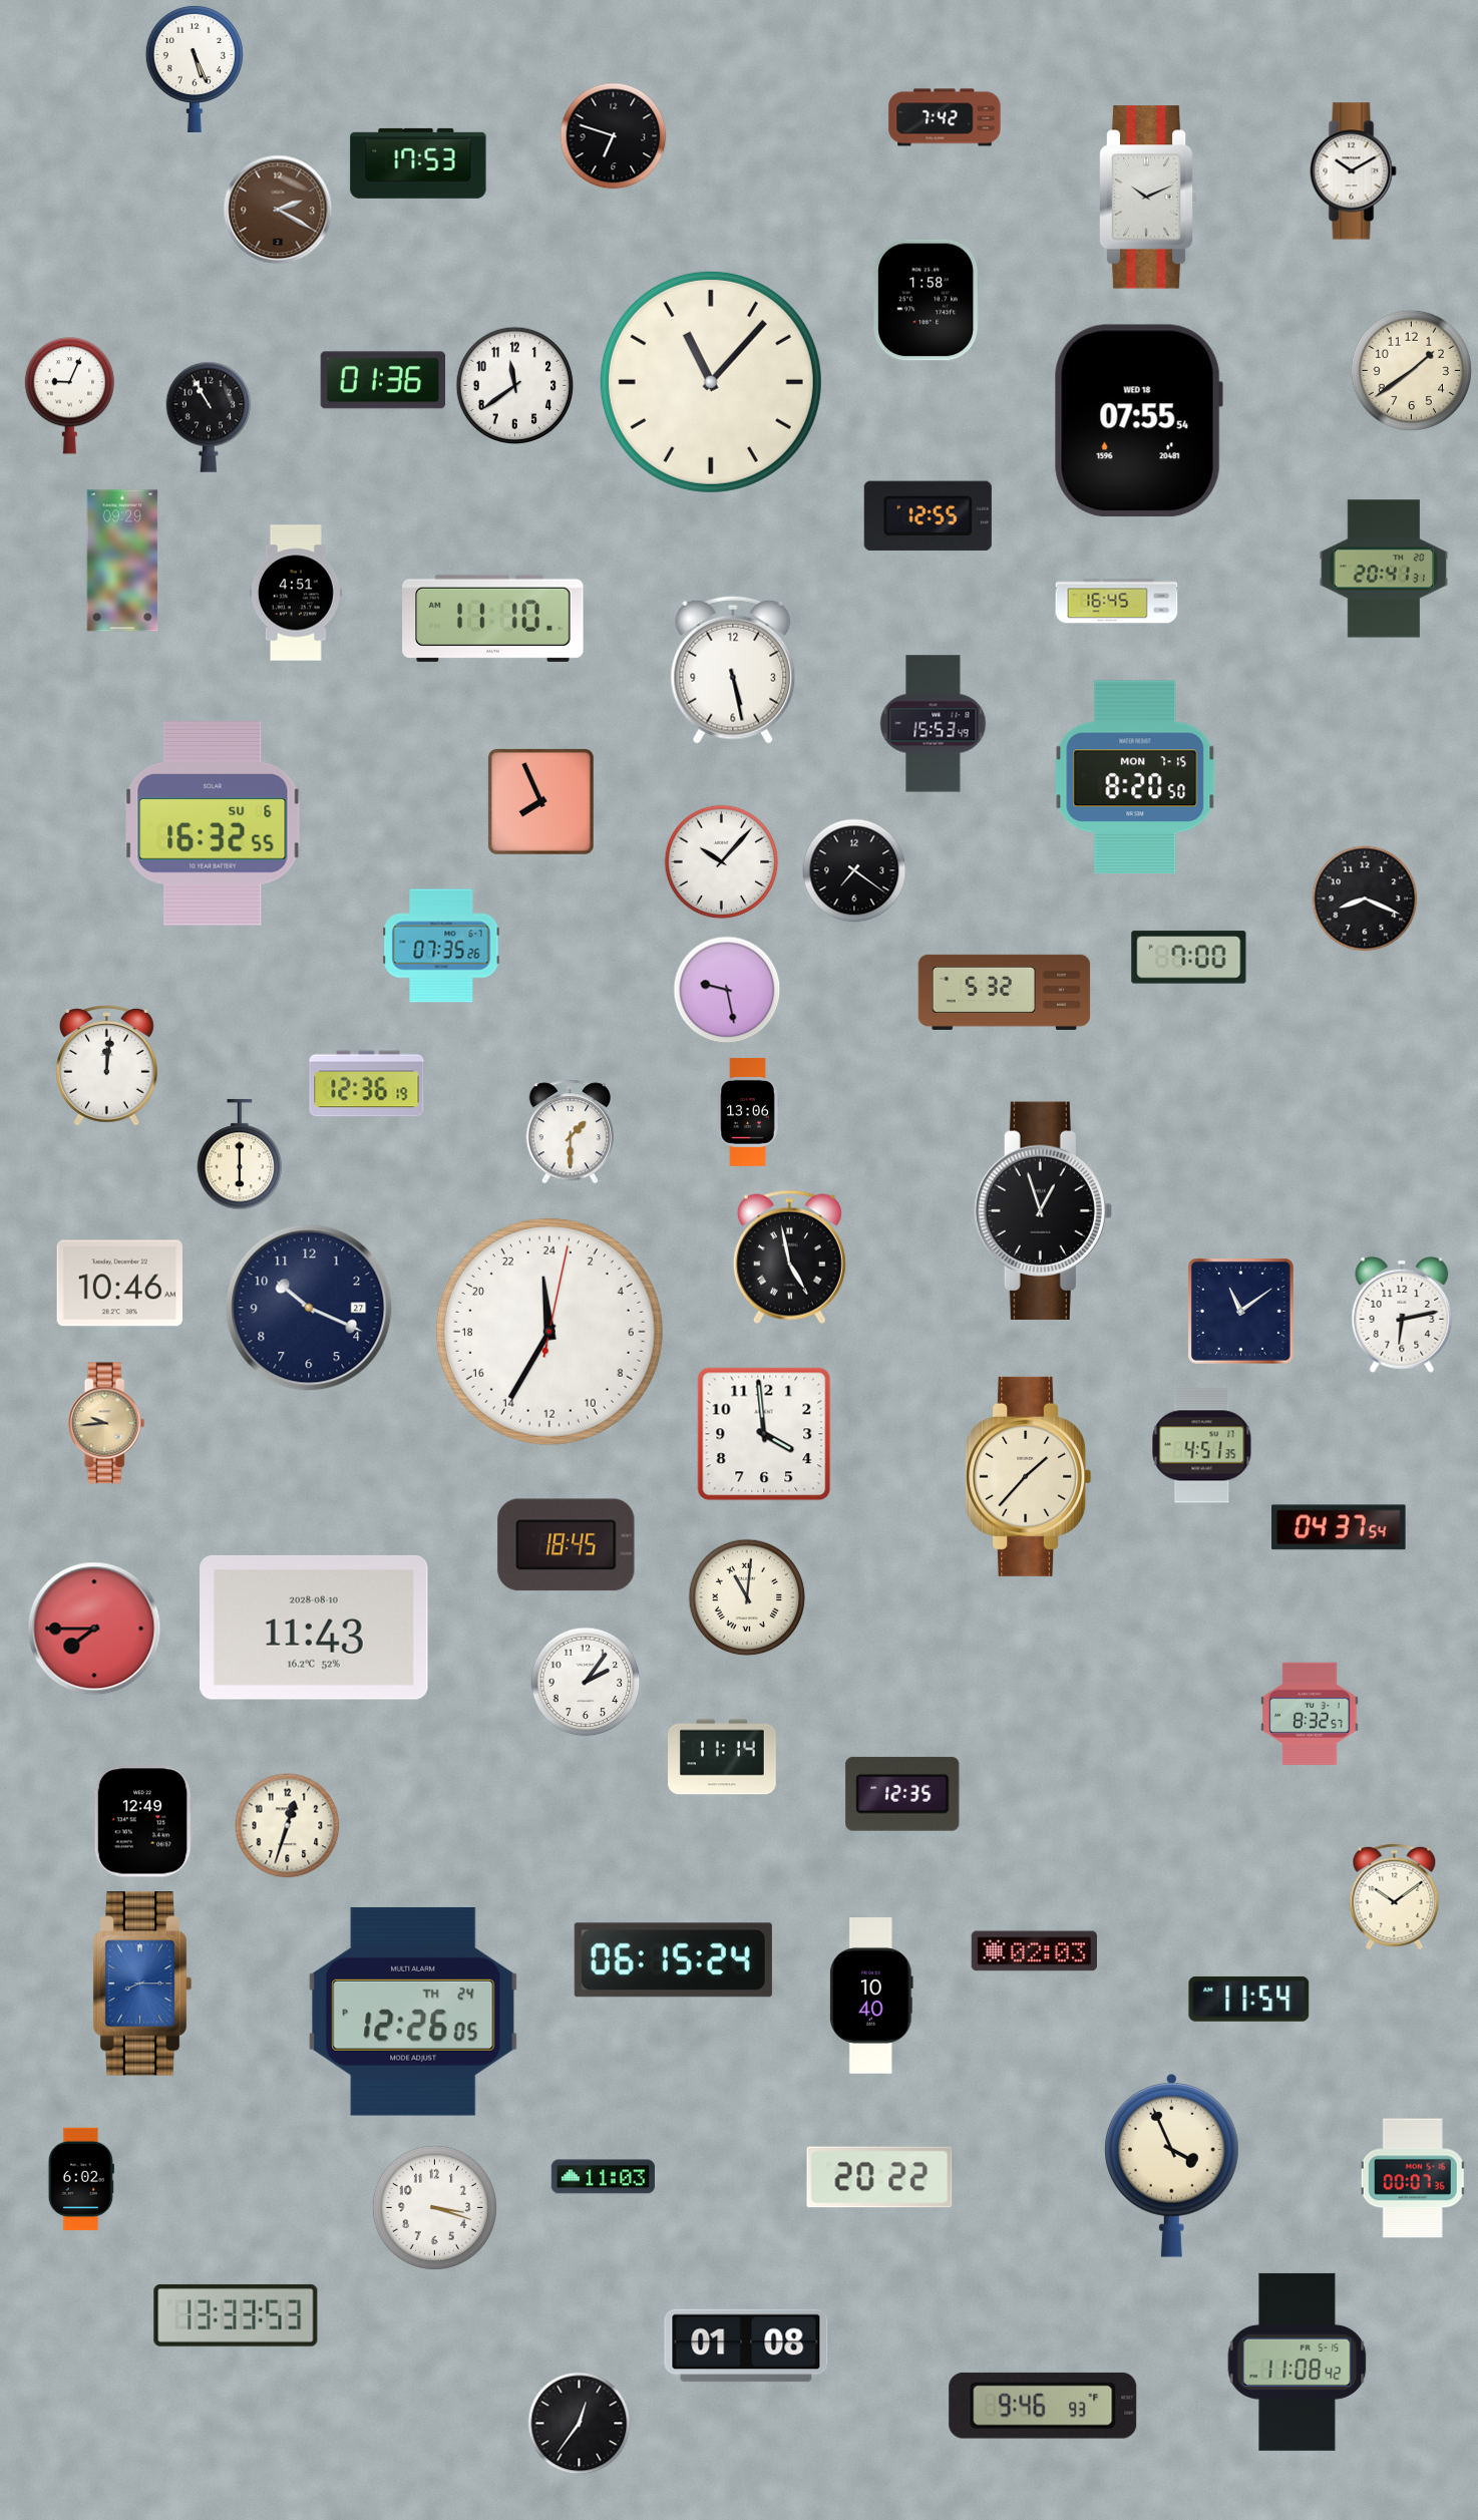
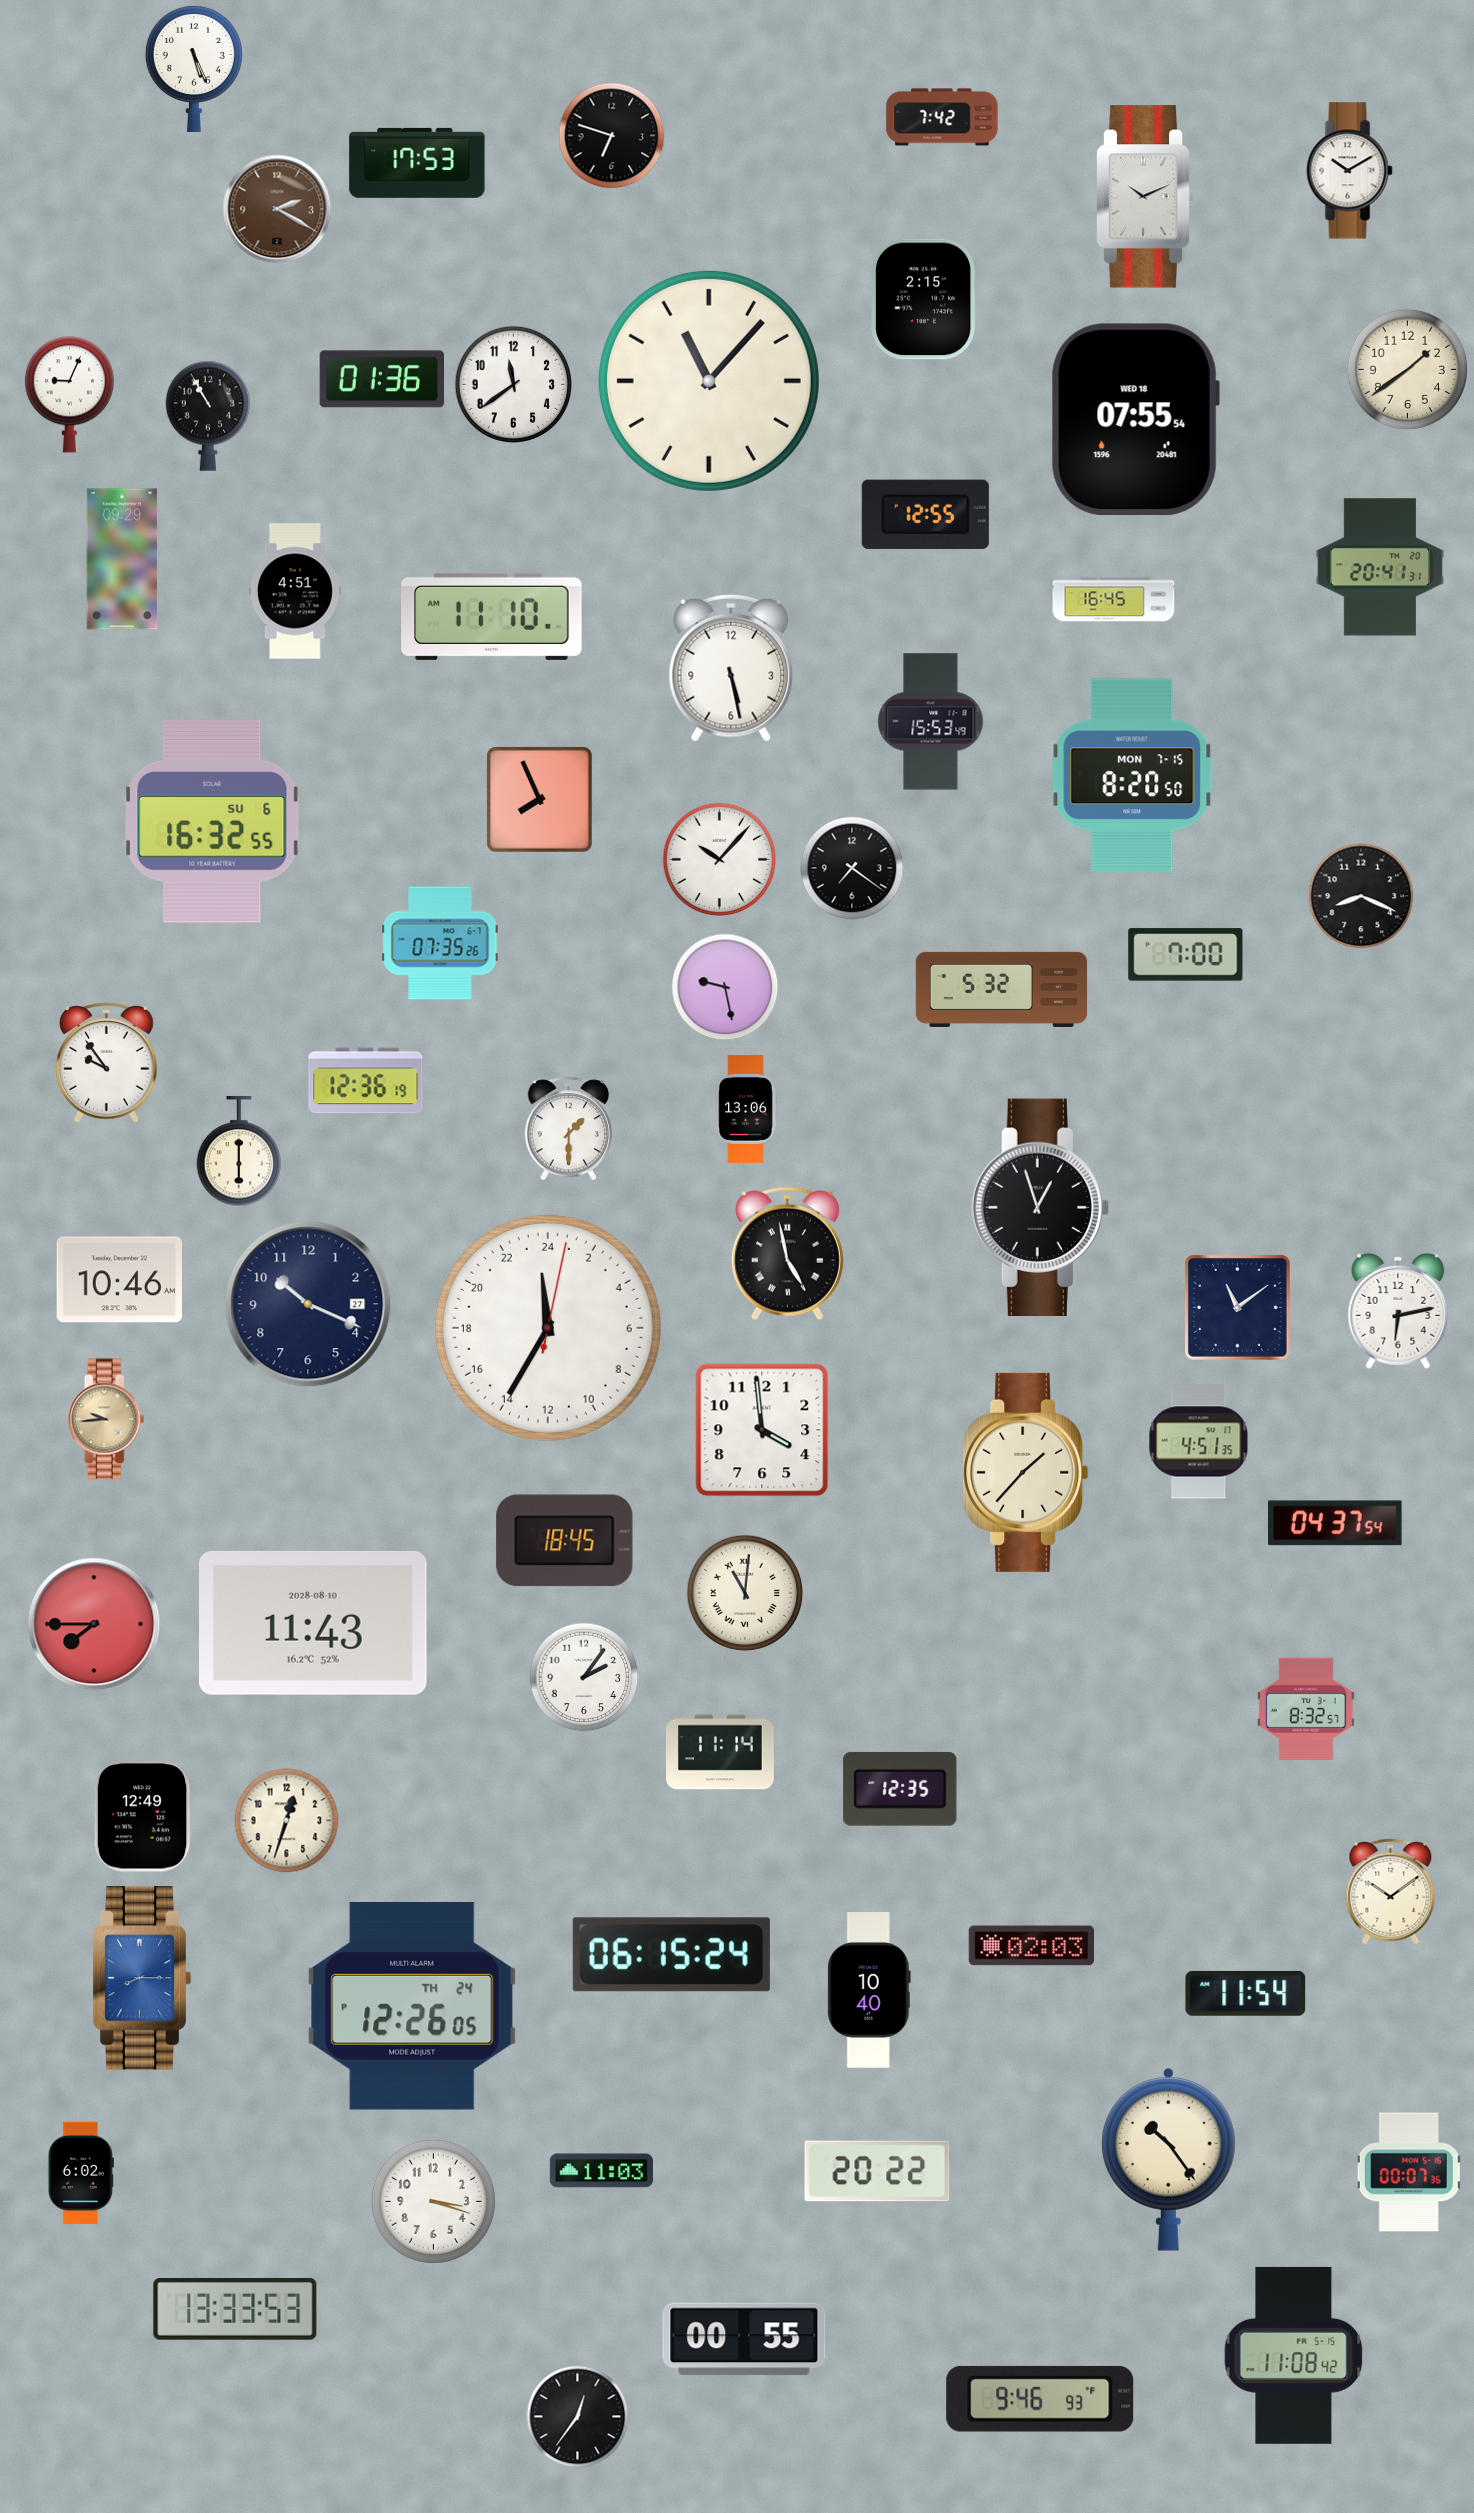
clock at (927, 300): 1:58 -> 2:15
clock at (107, 1066): 12:01 -> 9:54
clock at (1171, 2165): 3:56 -> 10:24
clock at (746, 2346): 01:08 -> 00:55
